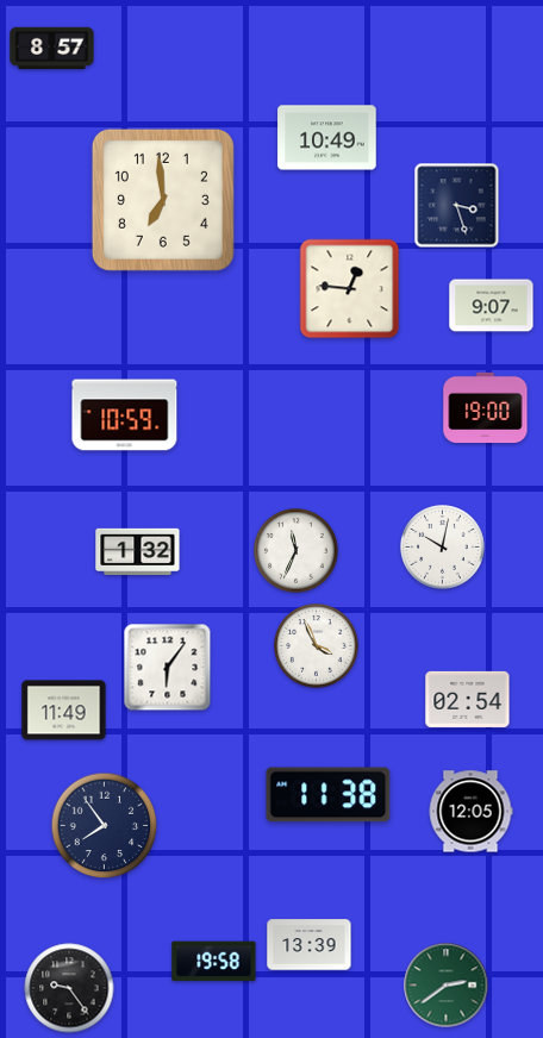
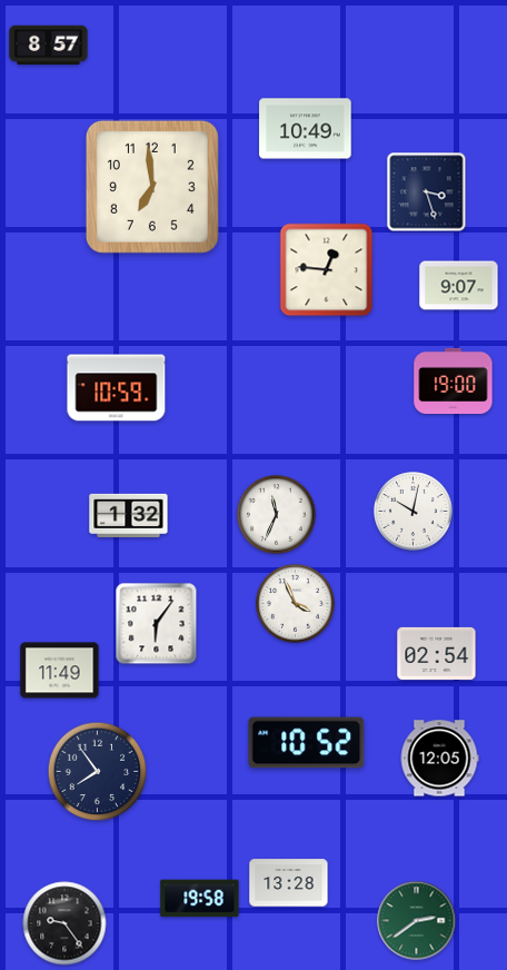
clock at (64, 711) position: (64, 711) -> (60, 671)
clock at (329, 795): 11:38 -> 10:52
clock at (310, 945): 13:39 -> 13:28
